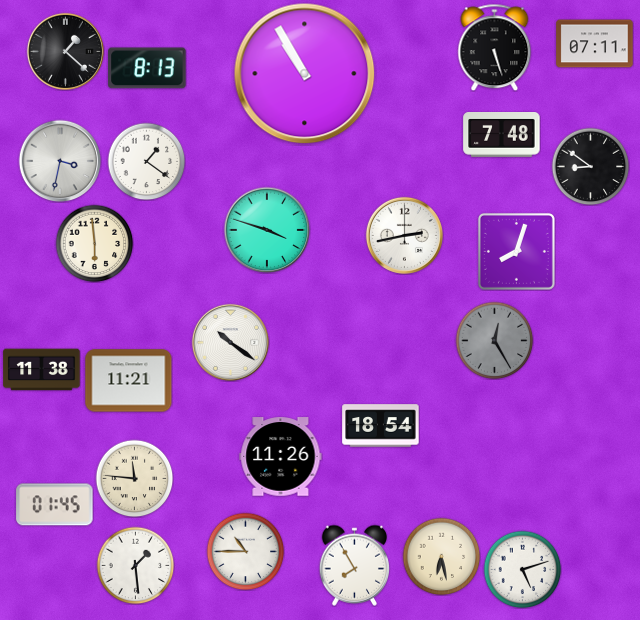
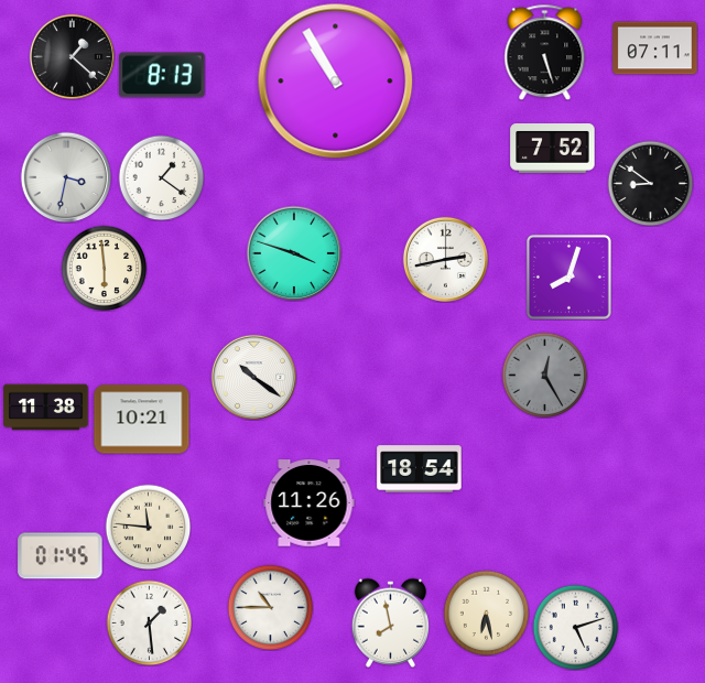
clock at (502, 135): 7:48 -> 7:52
clock at (129, 381): 11:21 -> 10:21
clock at (354, 565): 7:55 -> 7:58
